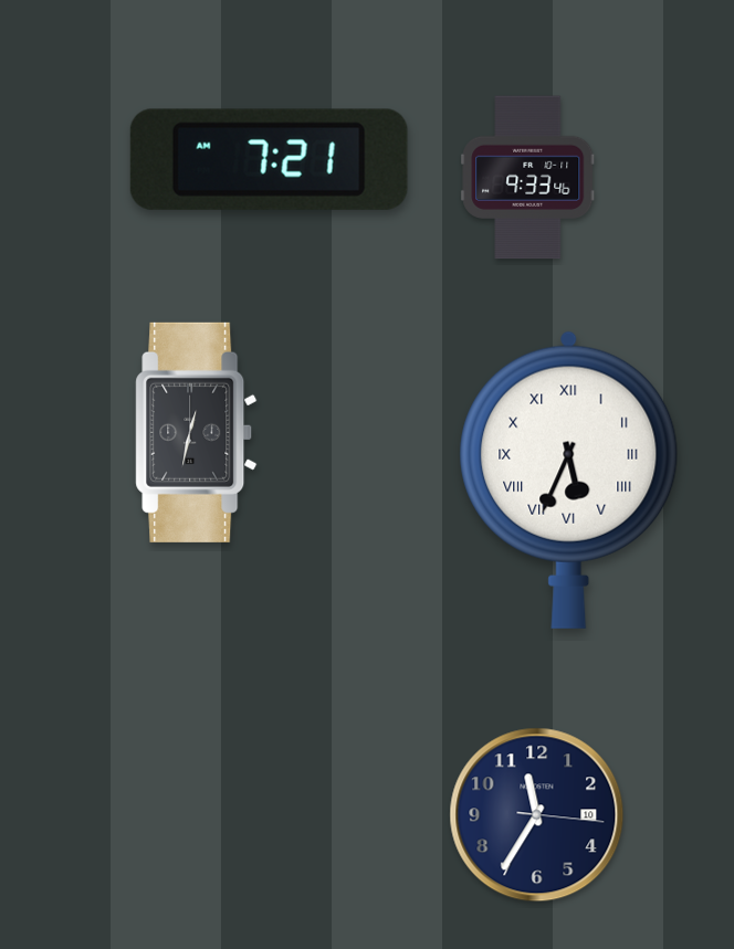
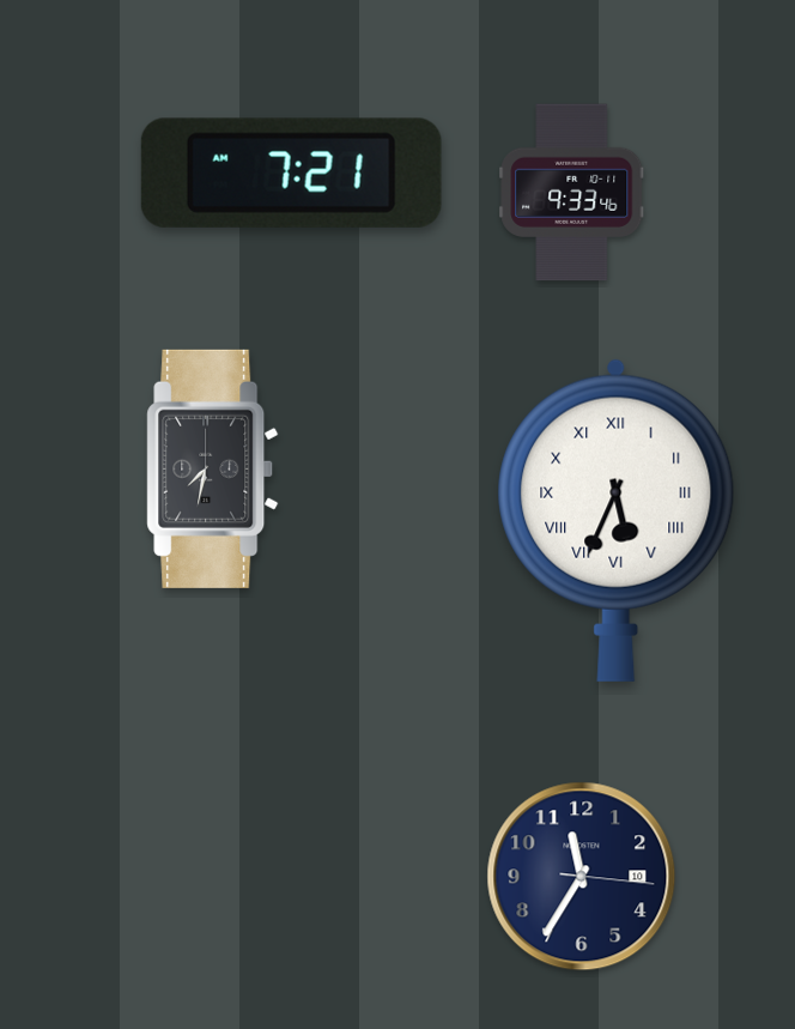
clock at (197, 432): 12:32 -> 7:32
clock at (537, 815) position: (537, 815) -> (582, 877)
